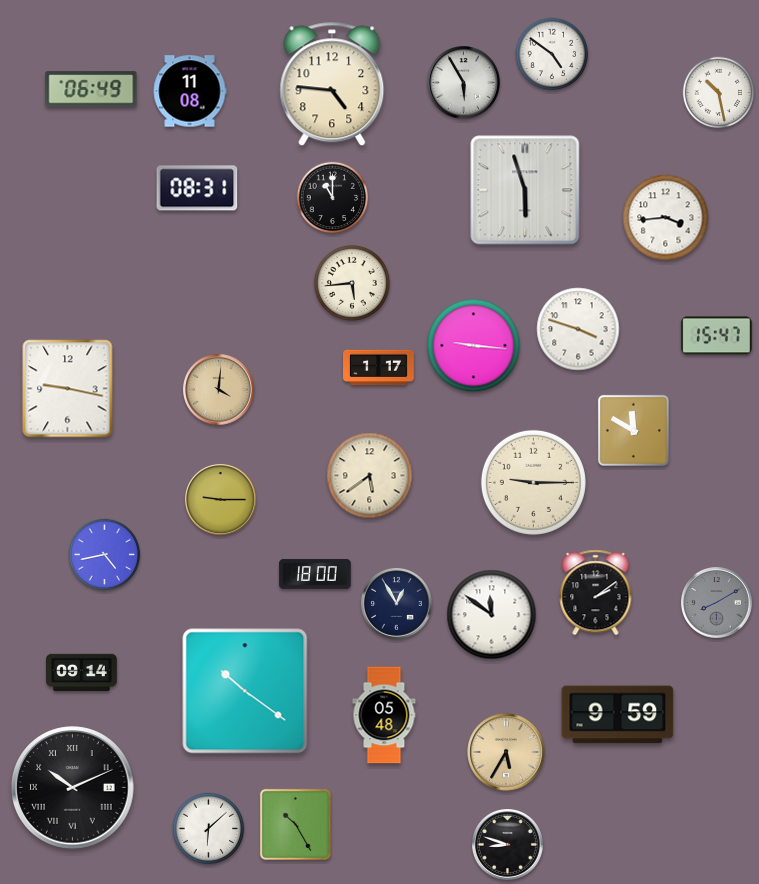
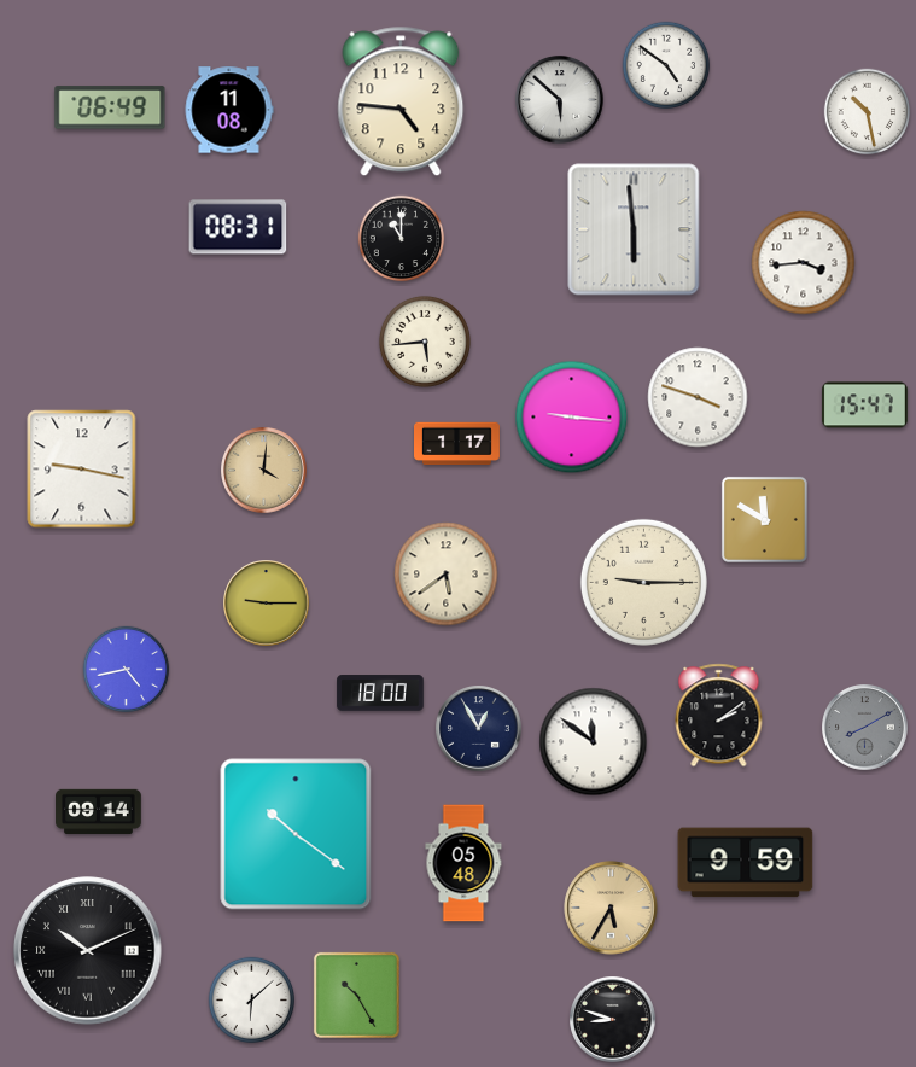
clock at (464, 83): 5:55 -> 5:52
clock at (525, 190): 5:57 -> 5:59
